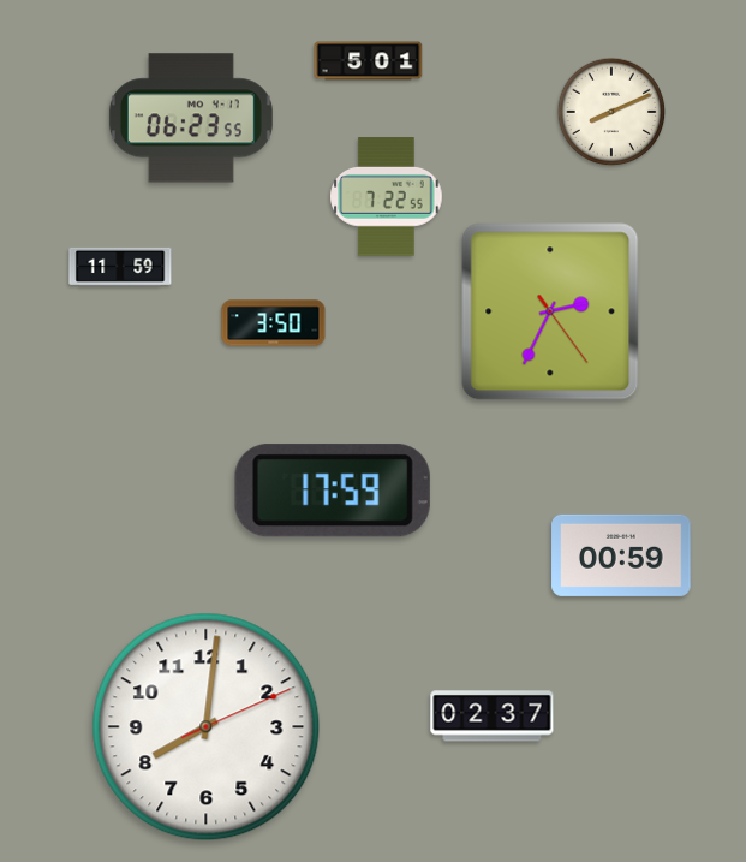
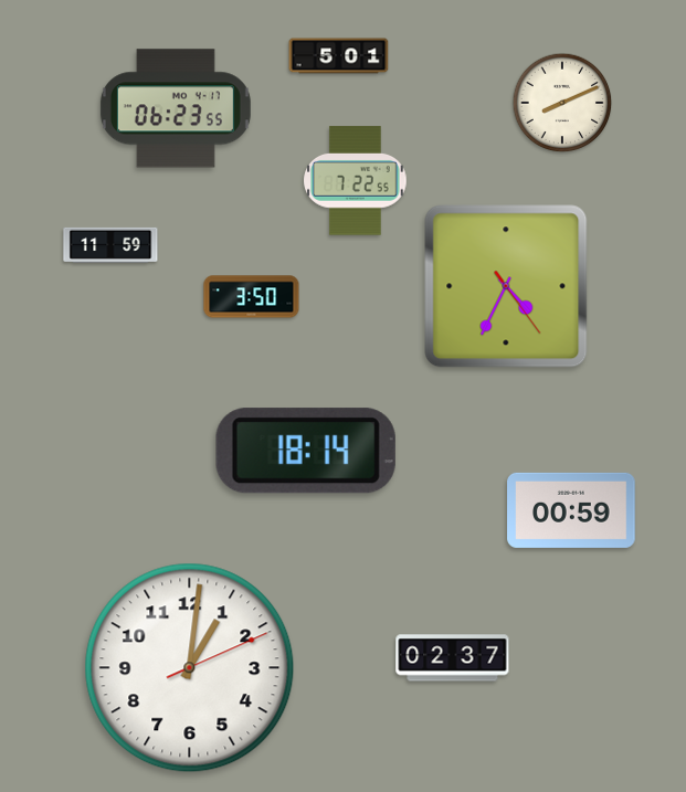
clock at (550, 311): 2:34 -> 4:34
clock at (333, 491): 17:59 -> 18:14
clock at (207, 727): 8:01 -> 1:01
